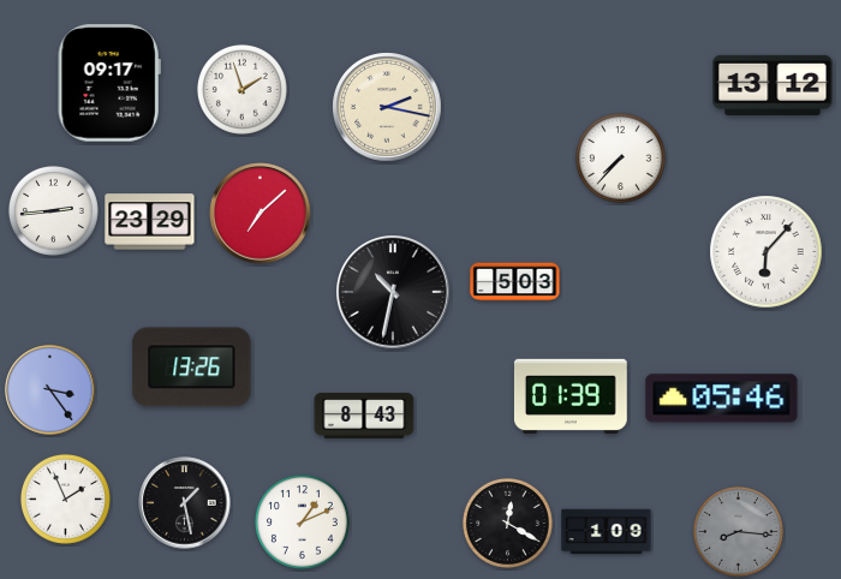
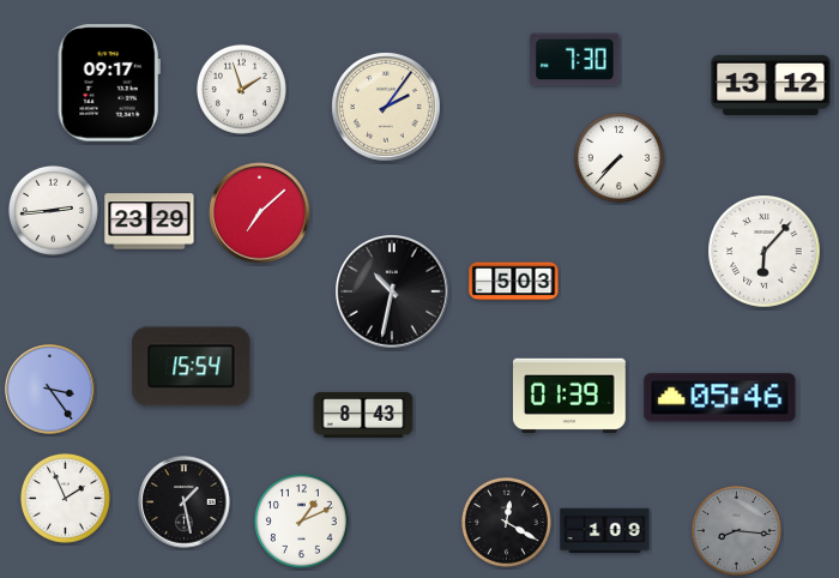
clock at (575, 60): none -> 7:30
clock at (387, 107): 2:17 -> 2:06
clock at (192, 368): 13:26 -> 15:54
